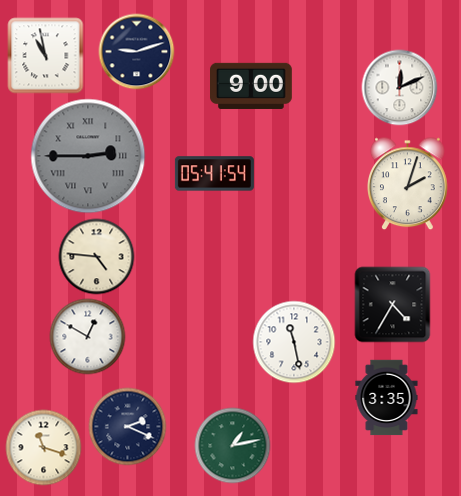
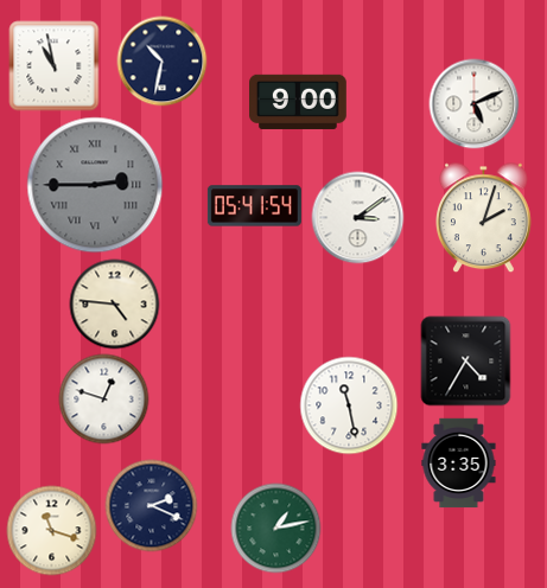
clock at (137, 52): 9:12 -> 10:32
clock at (400, 88): 12:11 -> 5:11
clock at (88, 156) position: (88, 156) -> (95, 185)
clock at (358, 218): none -> 3:09
clock at (88, 337): 12:50 -> 12:48
clock at (387, 398) position: (387, 398) -> (459, 464)
